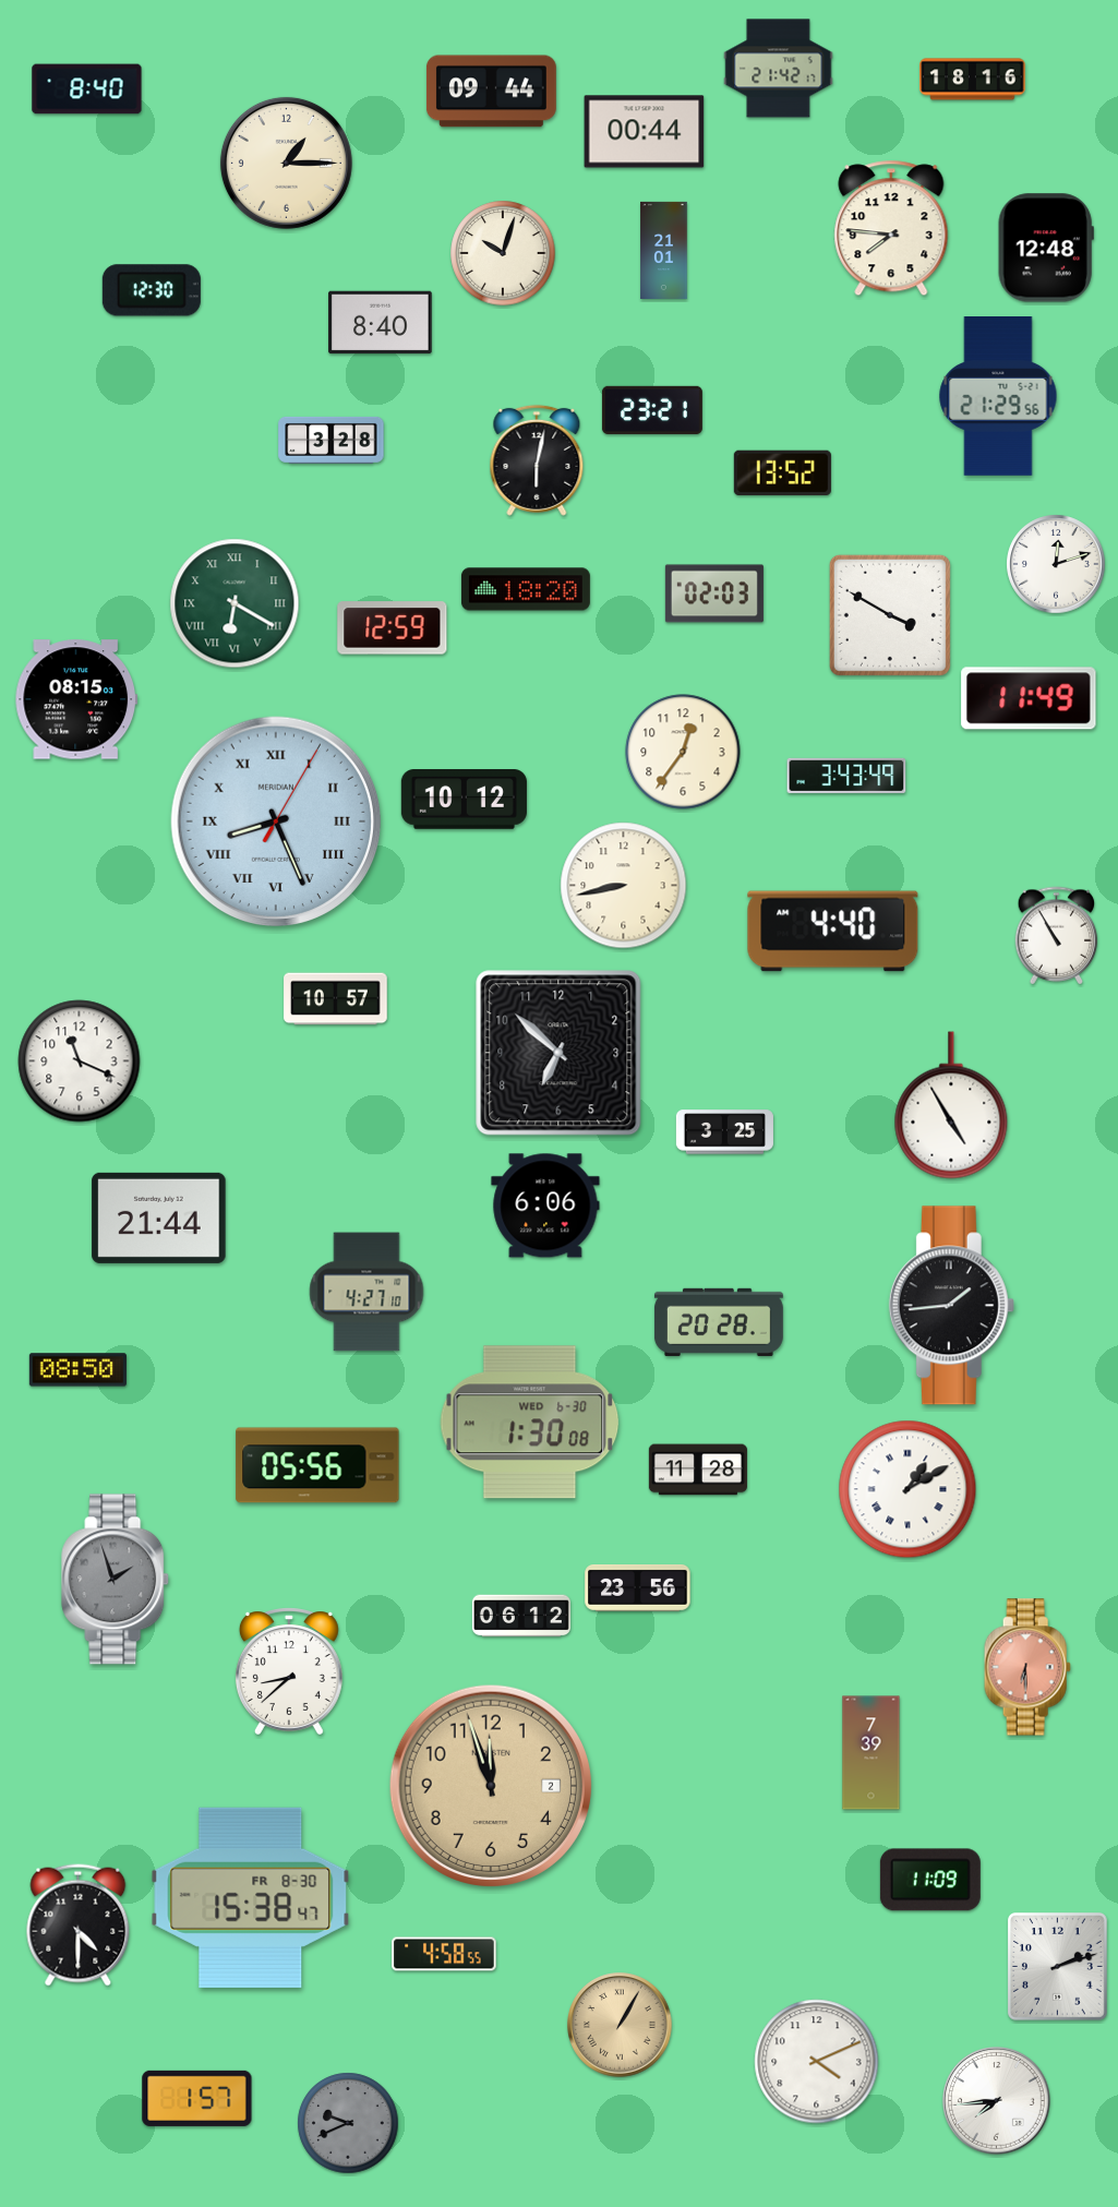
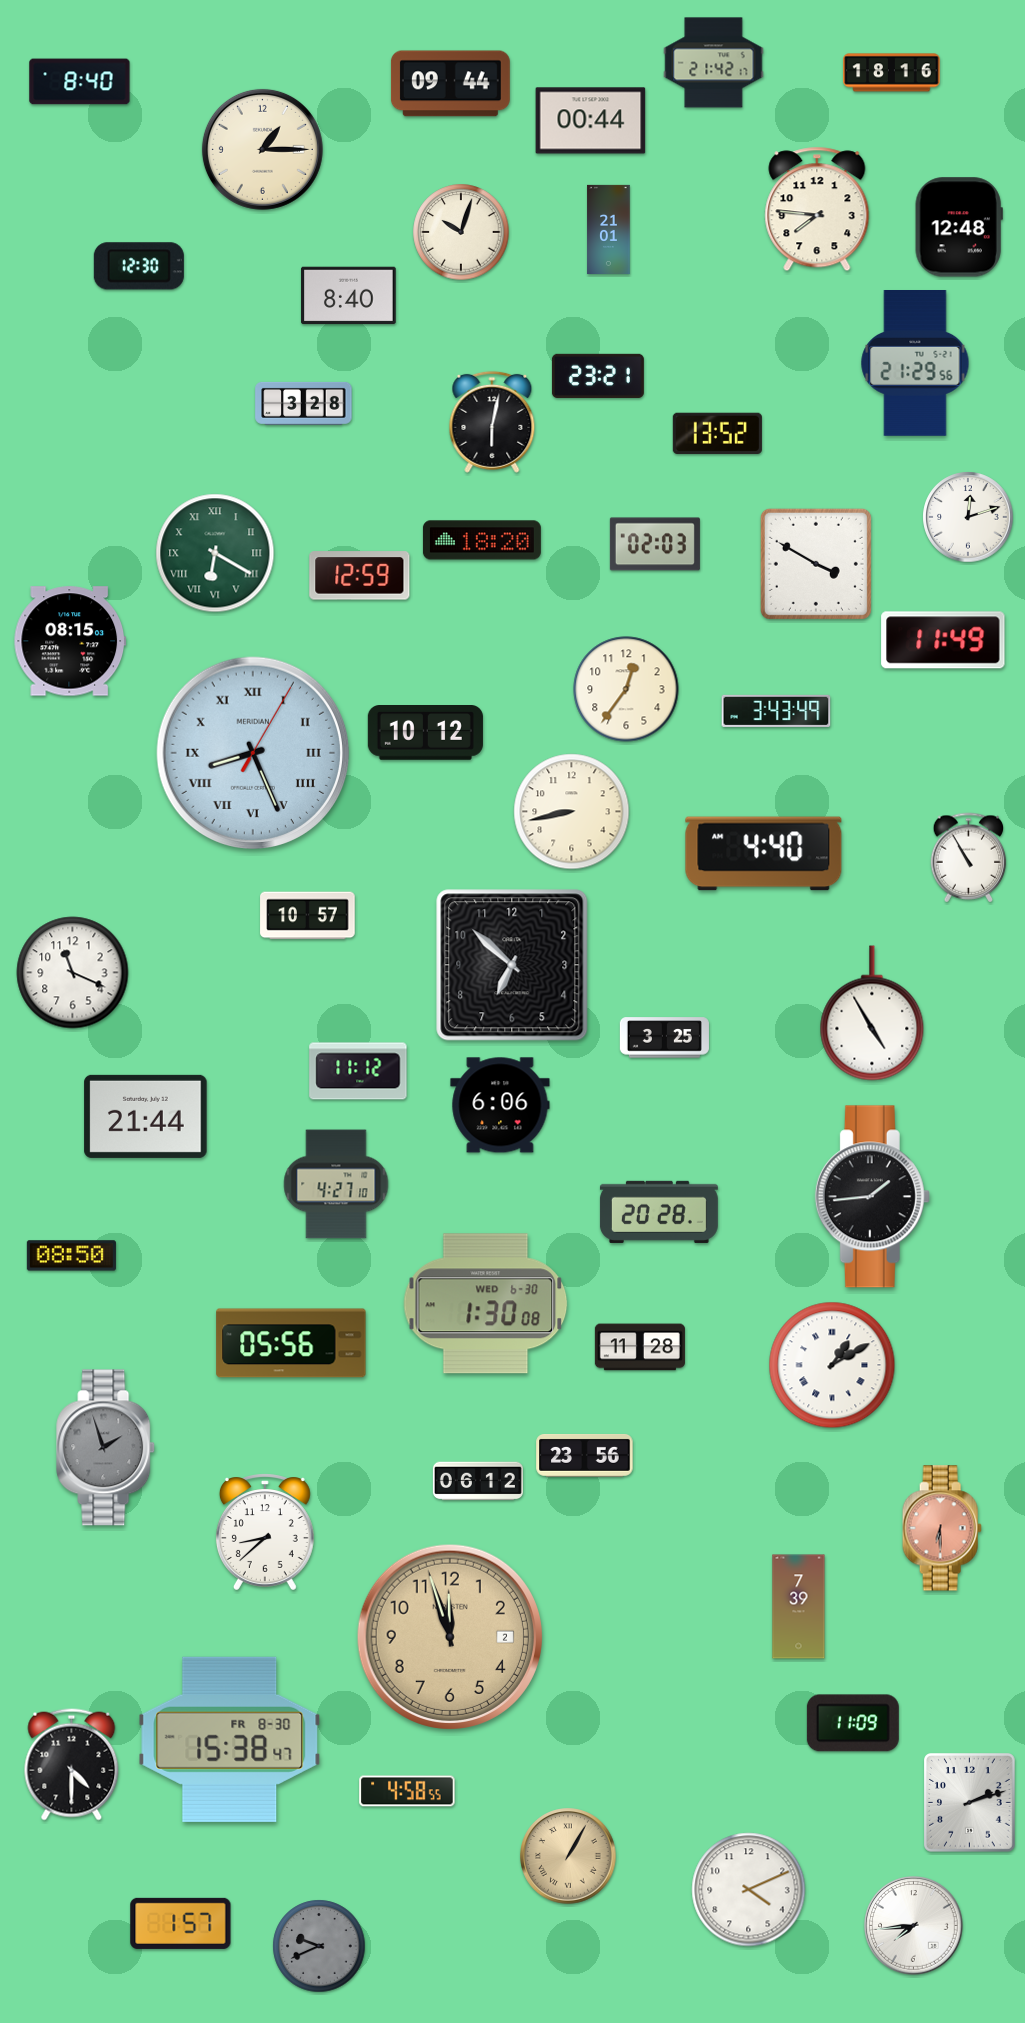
clock at (358, 1071): none -> 11:12
